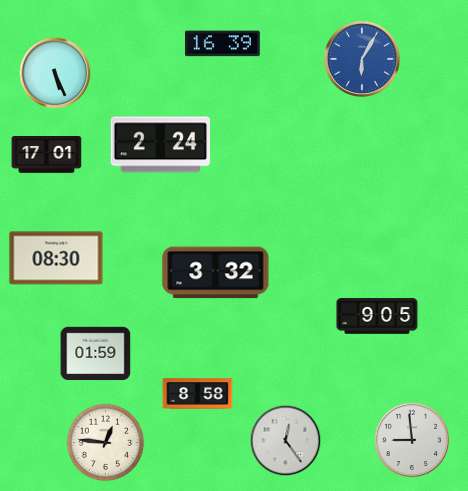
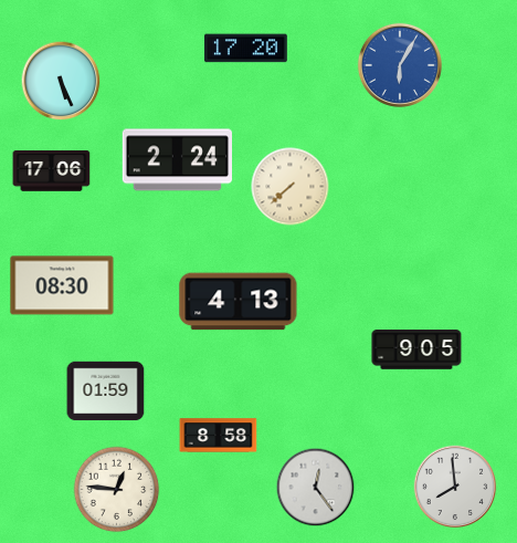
clock at (222, 44): 16:39 -> 17:20
clock at (47, 155): 17:01 -> 17:06
clock at (291, 187): none -> 7:38
clock at (216, 273): 3:32 -> 4:13
clock at (412, 440): 8:59 -> 7:59
